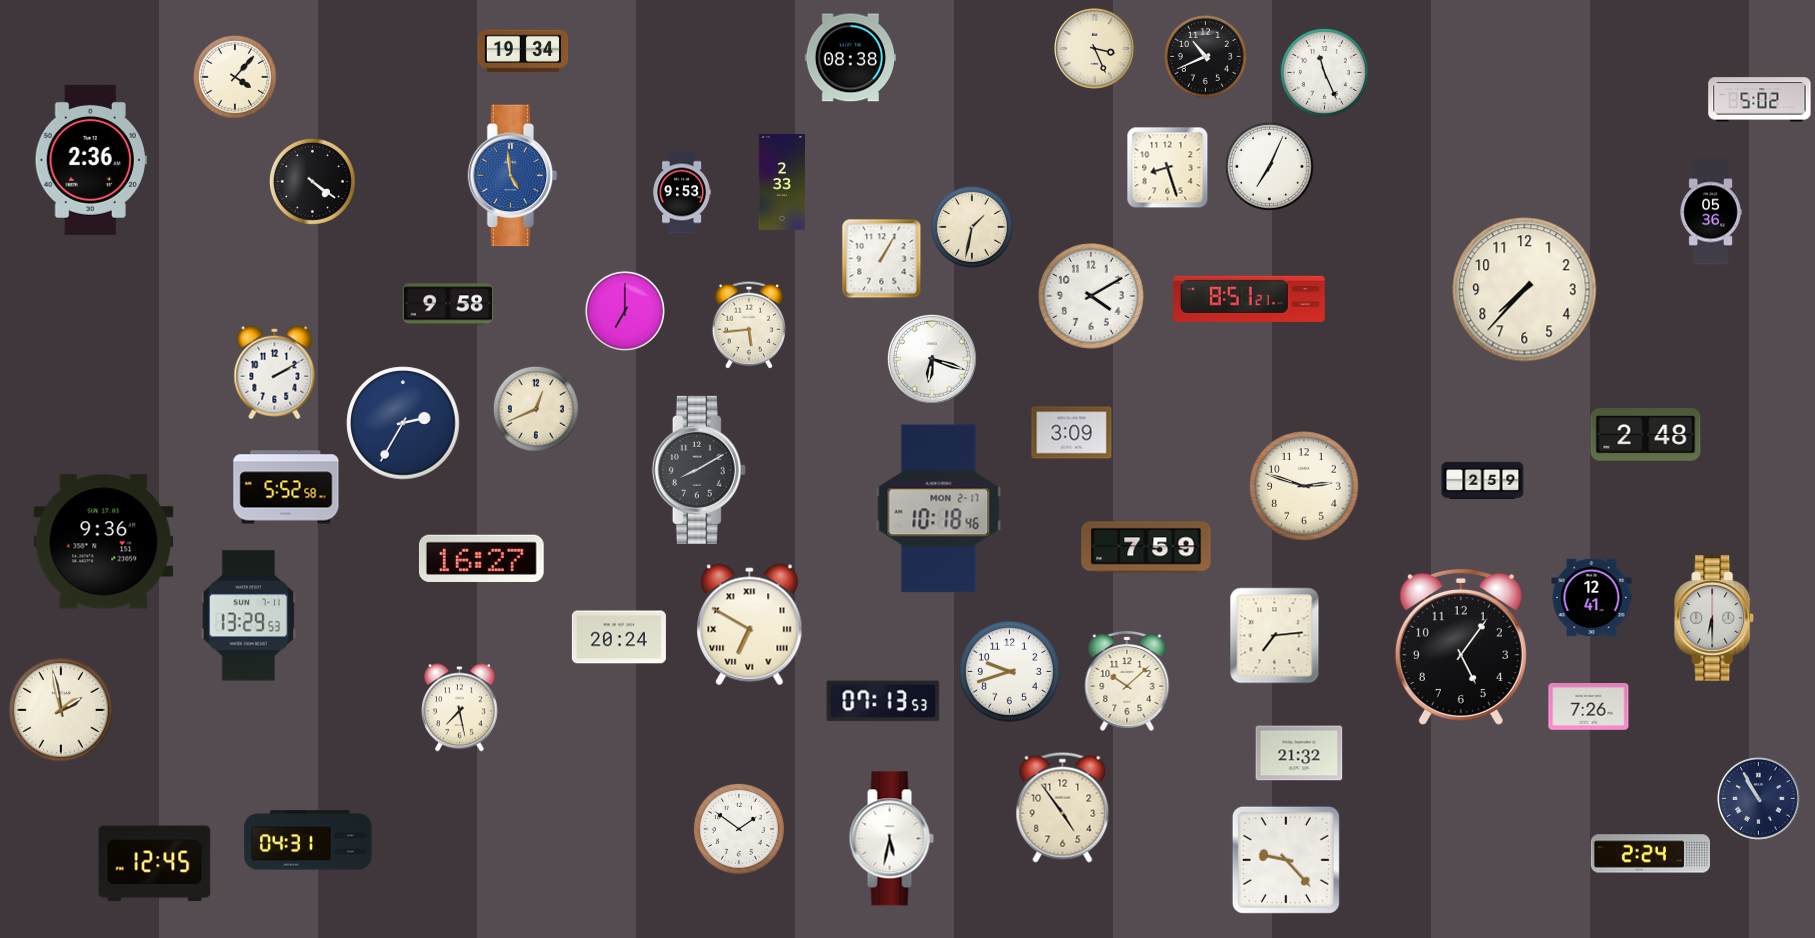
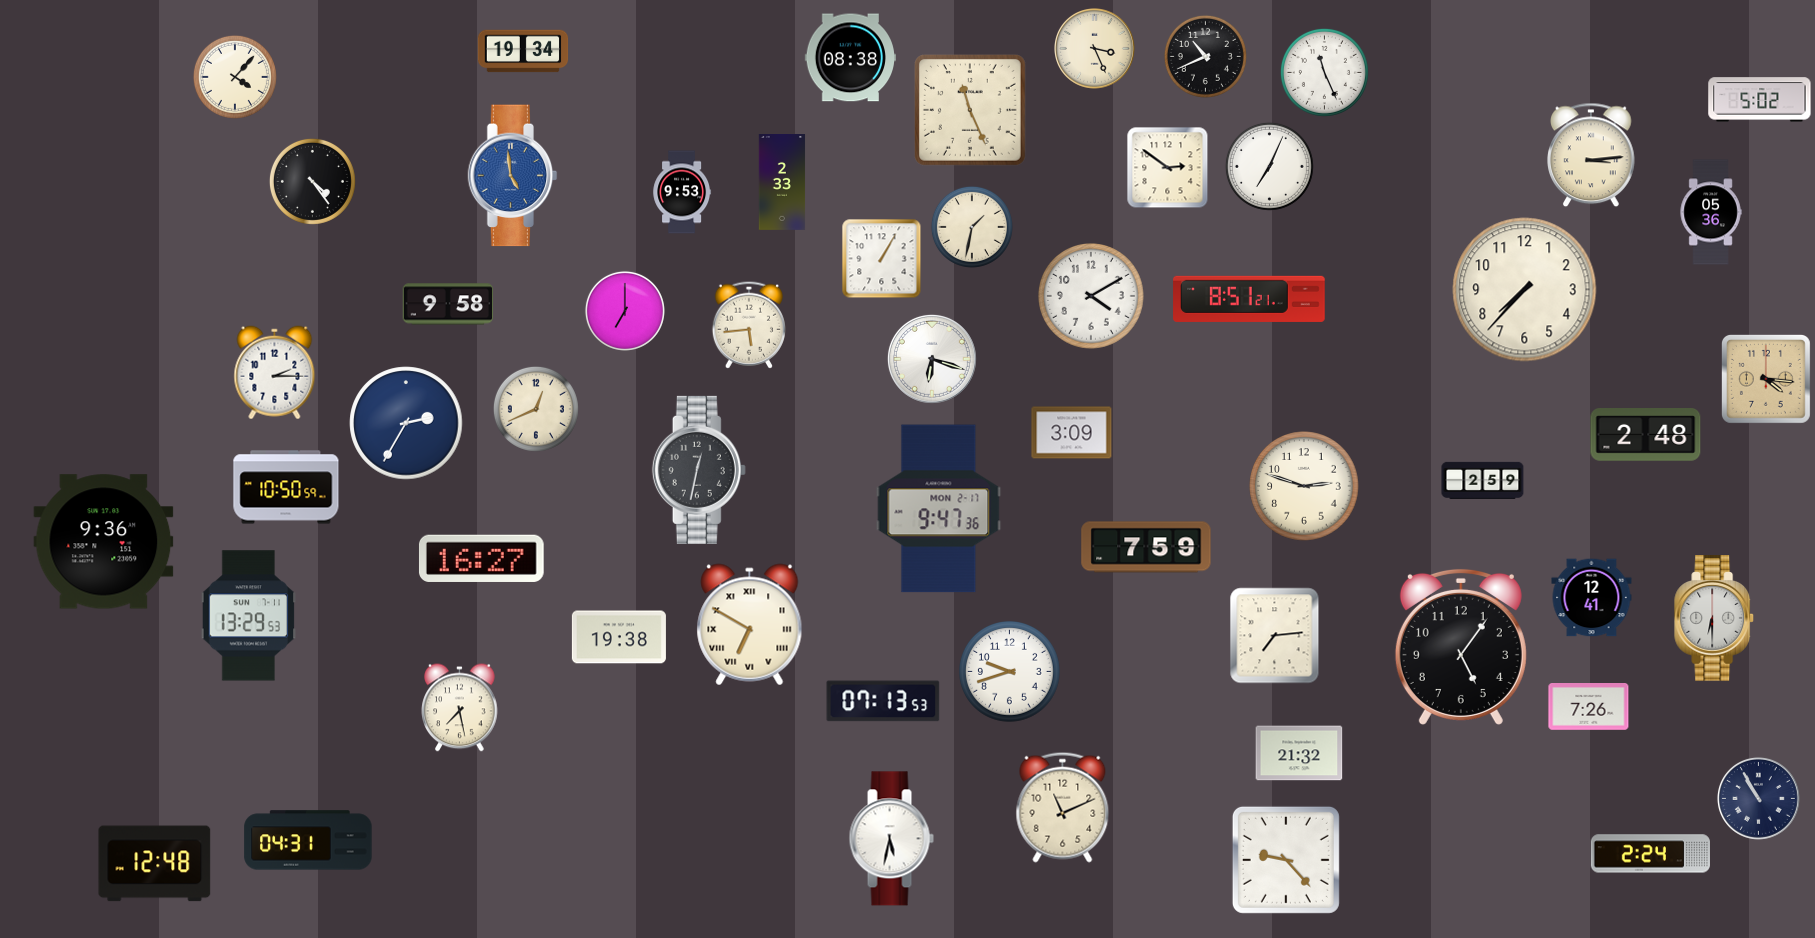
clock at (970, 110): none -> 11:26
clock at (1592, 155): none -> 3:14
clock at (91, 160): 2:36 -> none
clock at (1168, 168): 8:27 -> 2:51
clock at (312, 181): 4:21 -> 4:24
clock at (275, 373): 2:10 -> 2:15
clock at (1766, 379): none -> 4:16
clock at (403, 423) position: (403, 423) -> (406, 423)
clock at (699, 470): 8:10 -> 12:32
clock at (286, 487): 5:52 -> 10:50
clock at (939, 509): 10:18 -> 9:47
clock at (619, 637): 20:24 -> 19:38
clock at (1127, 681): 10:08 -> none
clock at (62, 711): 1:58 -> none
clock at (1063, 807): 4:54 -> 11:11
clock at (739, 829): 1:51 -> none
clock at (155, 864): 12:45 -> 12:48
